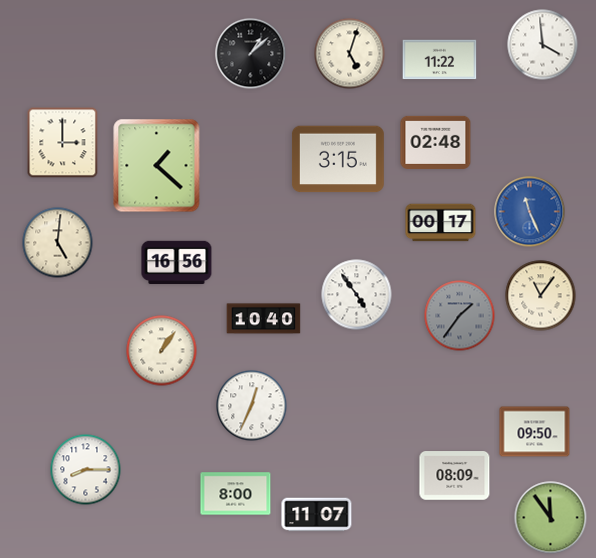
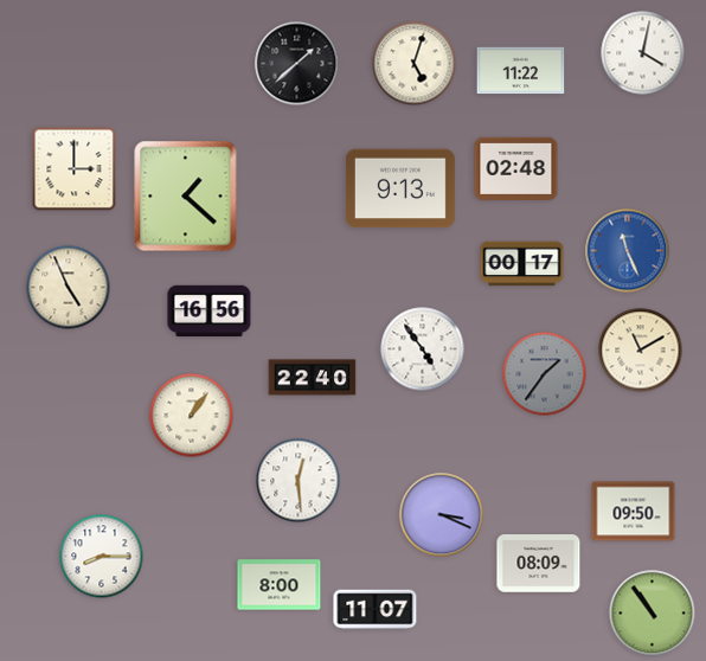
clock at (543, 45): 3:59 -> 4:02
clock at (251, 54): 1:08 -> 1:38
clock at (338, 159): 3:15 -> 9:13
clock at (58, 243): 5:01 -> 4:56
clock at (541, 296): 11:06 -> 11:10
clock at (264, 319): 10:40 -> 22:40
clock at (252, 406): 12:34 -> 12:29
clock at (442, 515): none -> 3:19
clock at (551, 518): 11:54 -> 10:54
